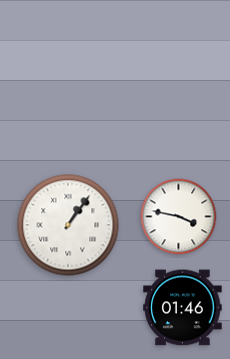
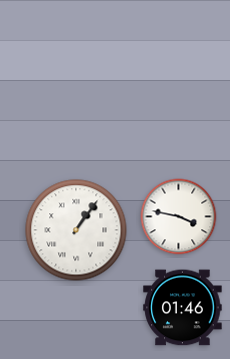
clock at (68, 225) position: (68, 225) -> (76, 230)
